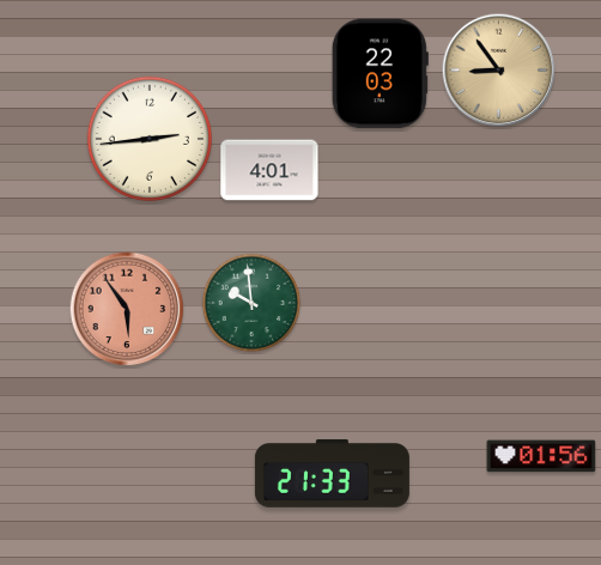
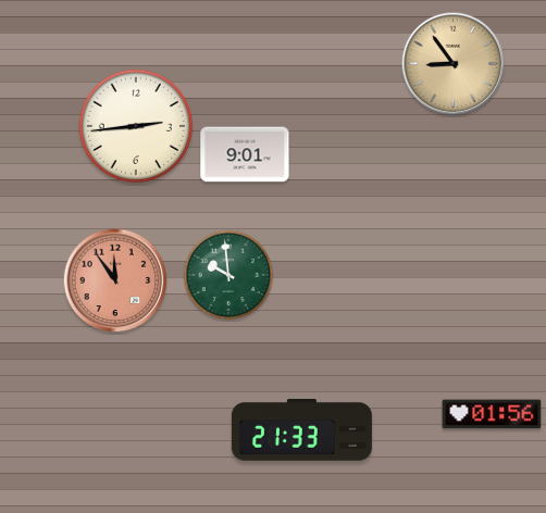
clock at (380, 74): 22:03 -> none
clock at (269, 170): 4:01 -> 9:01
clock at (127, 309): 5:54 -> 11:54
